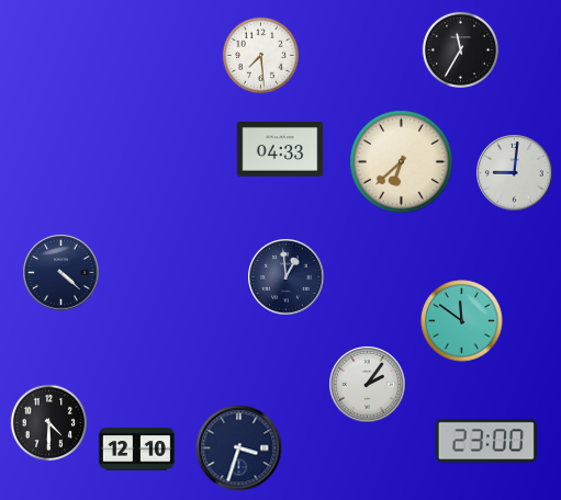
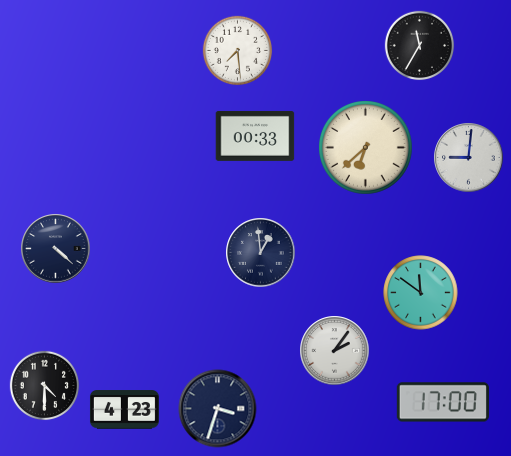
clock at (280, 149): 04:33 -> 00:33
clock at (486, 441): 23:00 -> 17:00
clock at (136, 450): 12:10 -> 4:23
